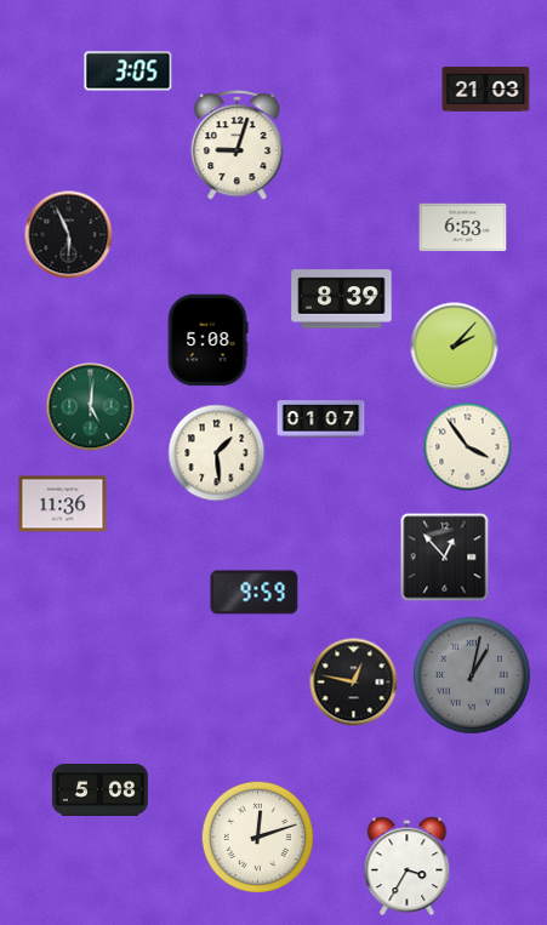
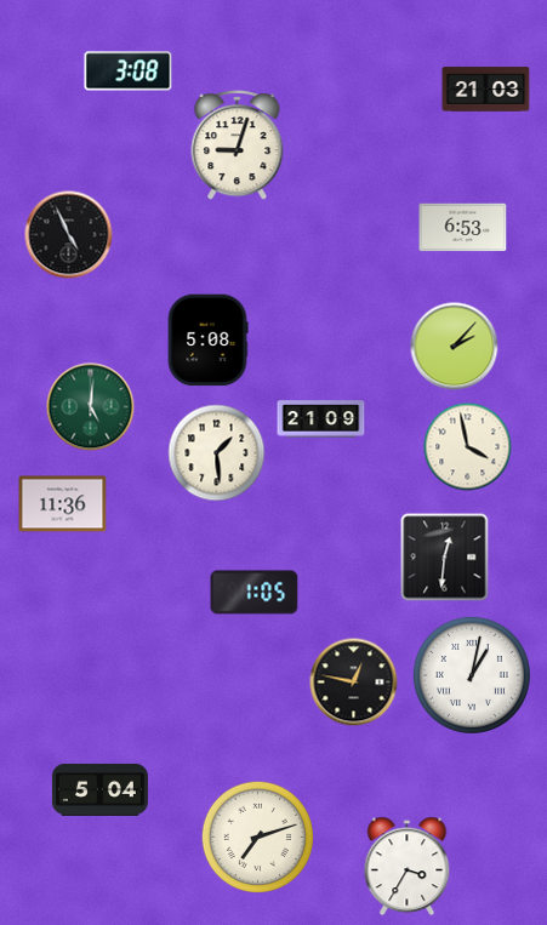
clock at (129, 72): 3:05 -> 3:08
clock at (69, 235): 5:56 -> 4:56
clock at (342, 299): 8:39 -> none
clock at (321, 419): 01:07 -> 21:09
clock at (468, 447): 3:54 -> 3:58
clock at (445, 558): 12:53 -> 12:31
clock at (255, 593): 9:59 -> 1:05
clock at (472, 675) dial: grey -> white
clock at (99, 789): 5:08 -> 5:04
clock at (257, 837): 12:12 -> 7:12
